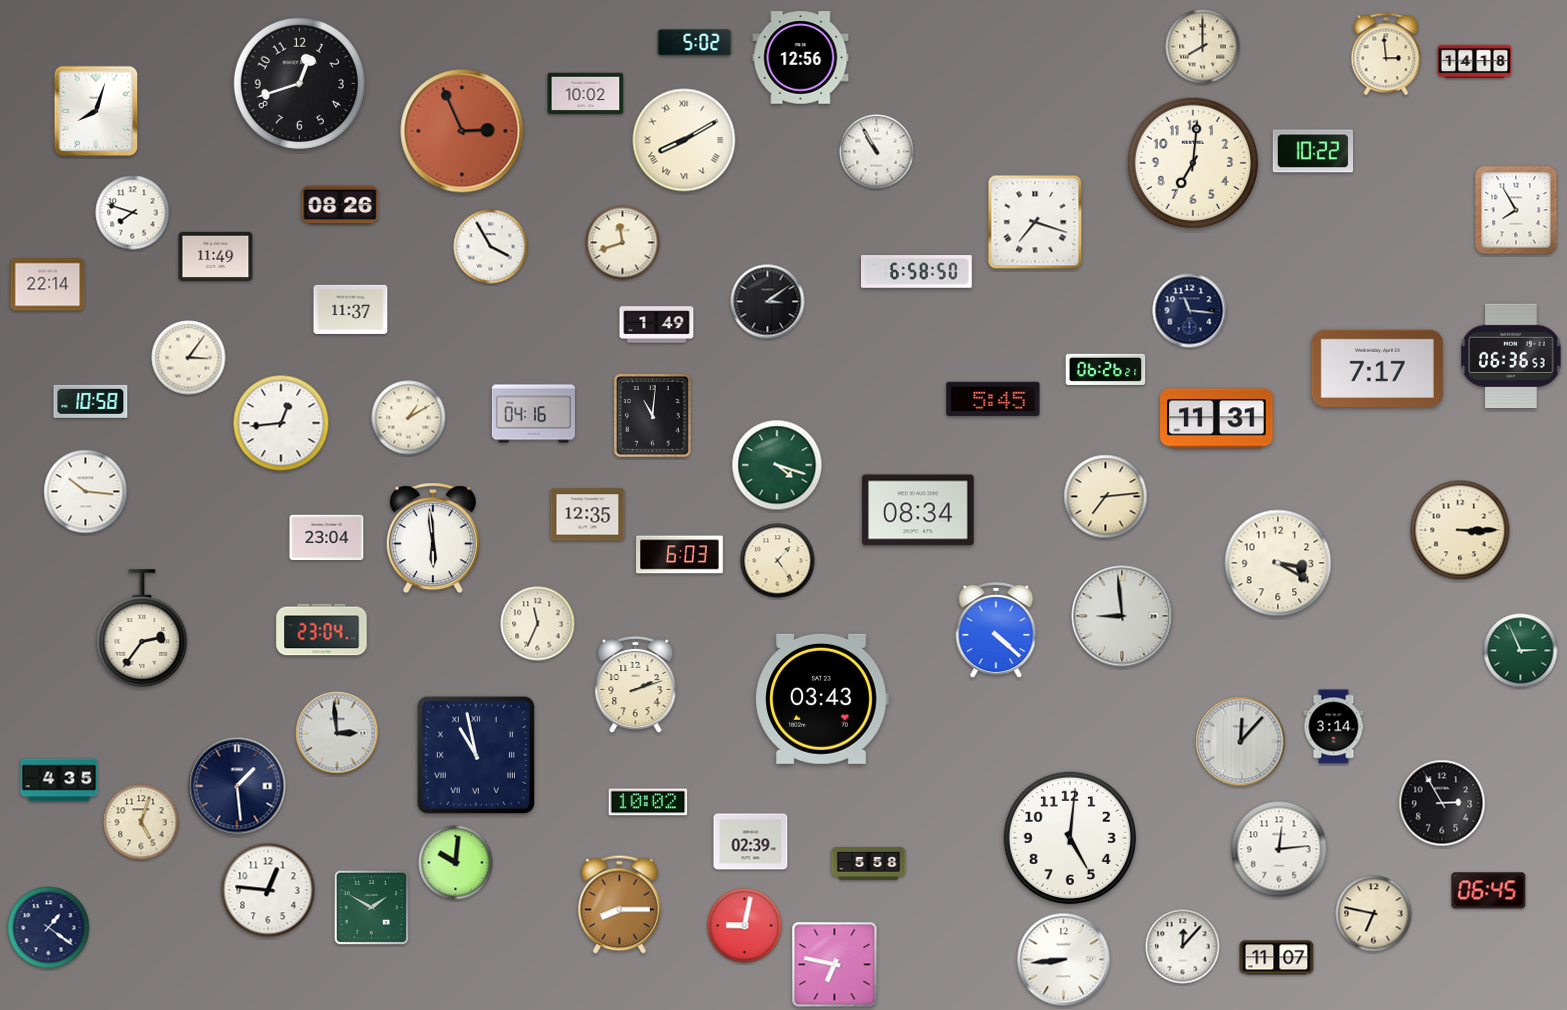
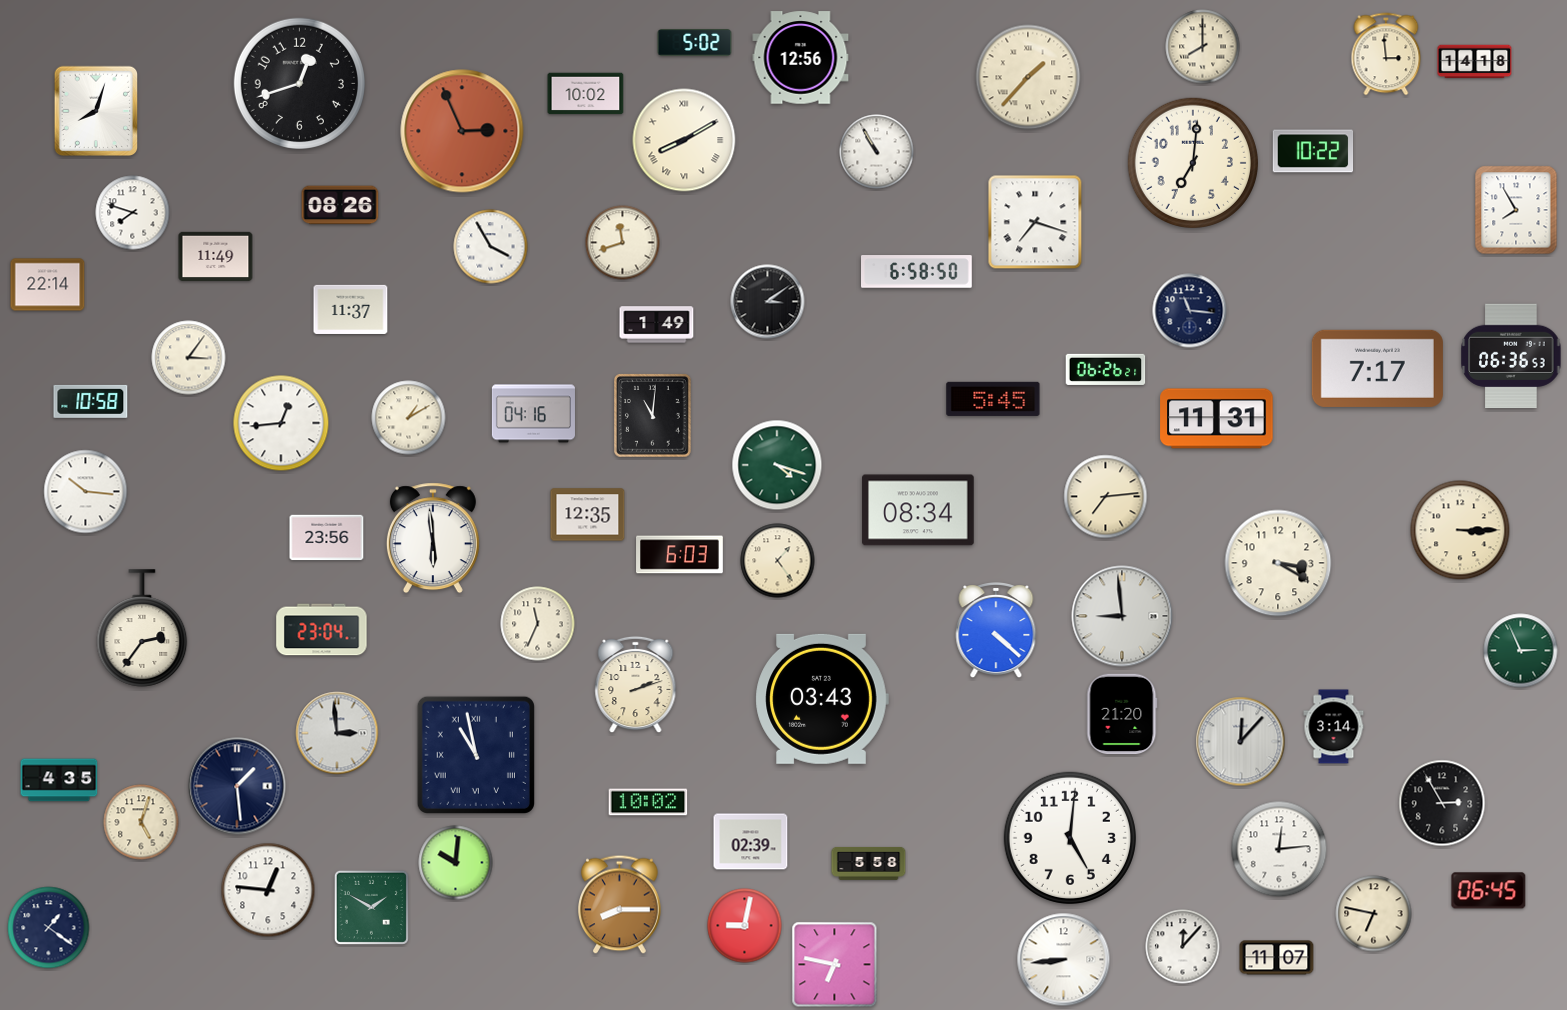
clock at (1028, 77): none -> 1:37
clock at (327, 538): 23:04 -> 23:56
clock at (1122, 714): none -> 21:20
